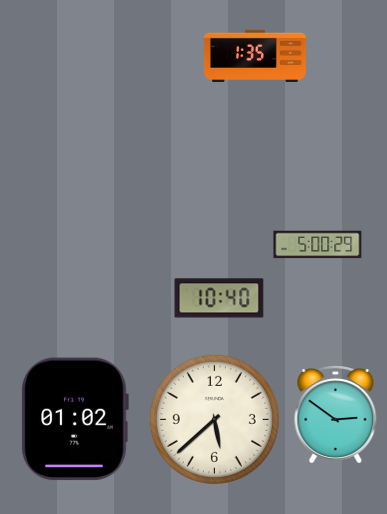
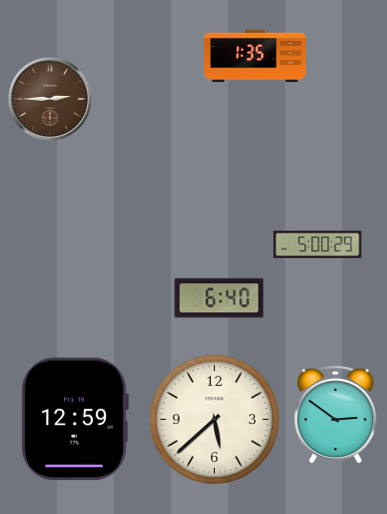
clock at (50, 99): none -> 2:45
clock at (219, 298): 10:40 -> 6:40
clock at (75, 419): 01:02 -> 12:59
